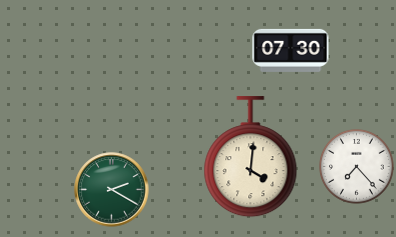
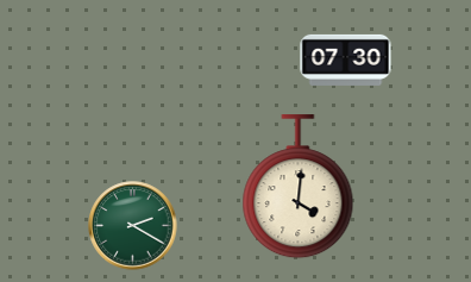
clock at (357, 167): 7:23 -> none
